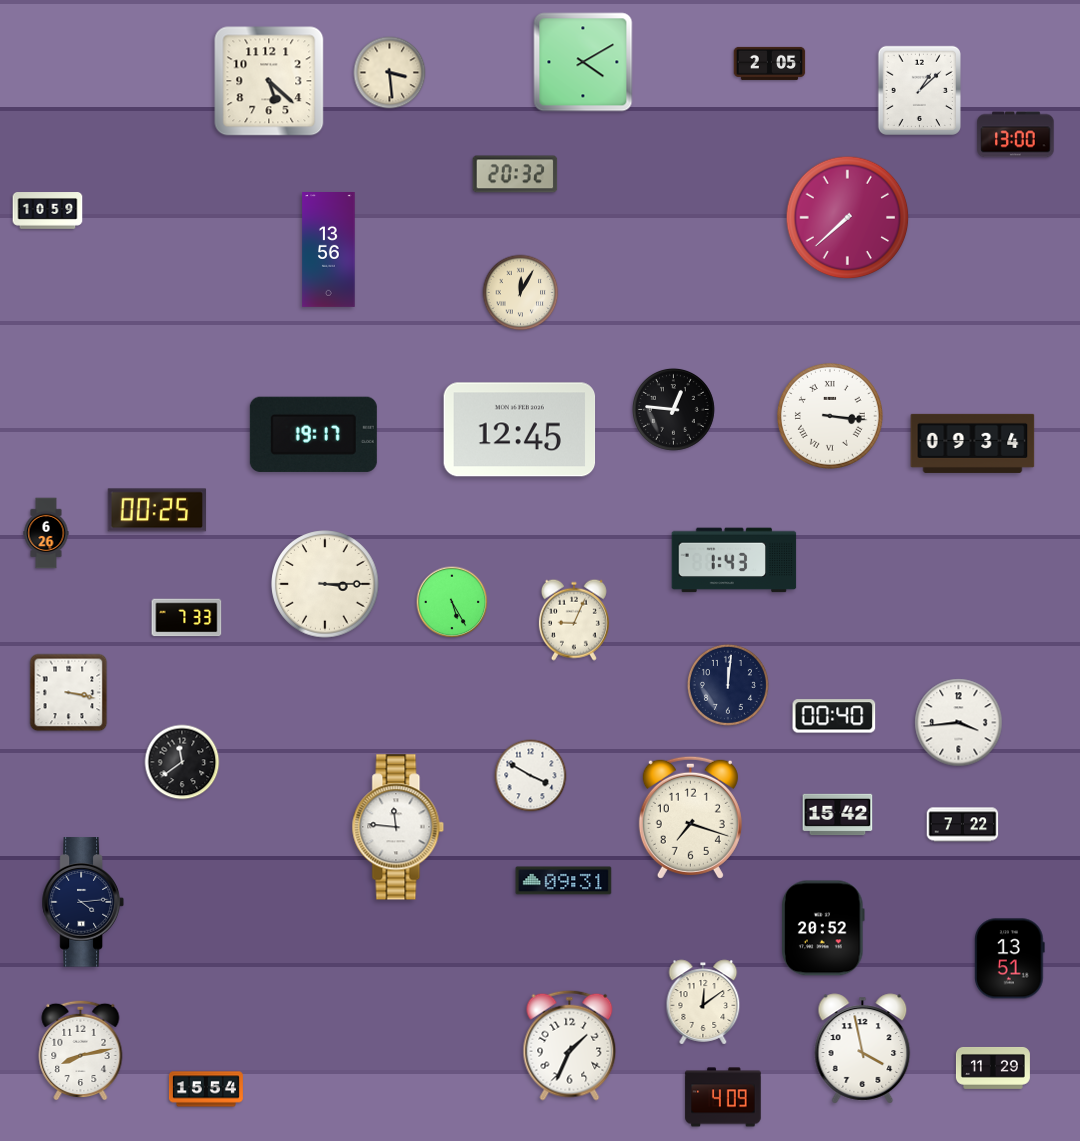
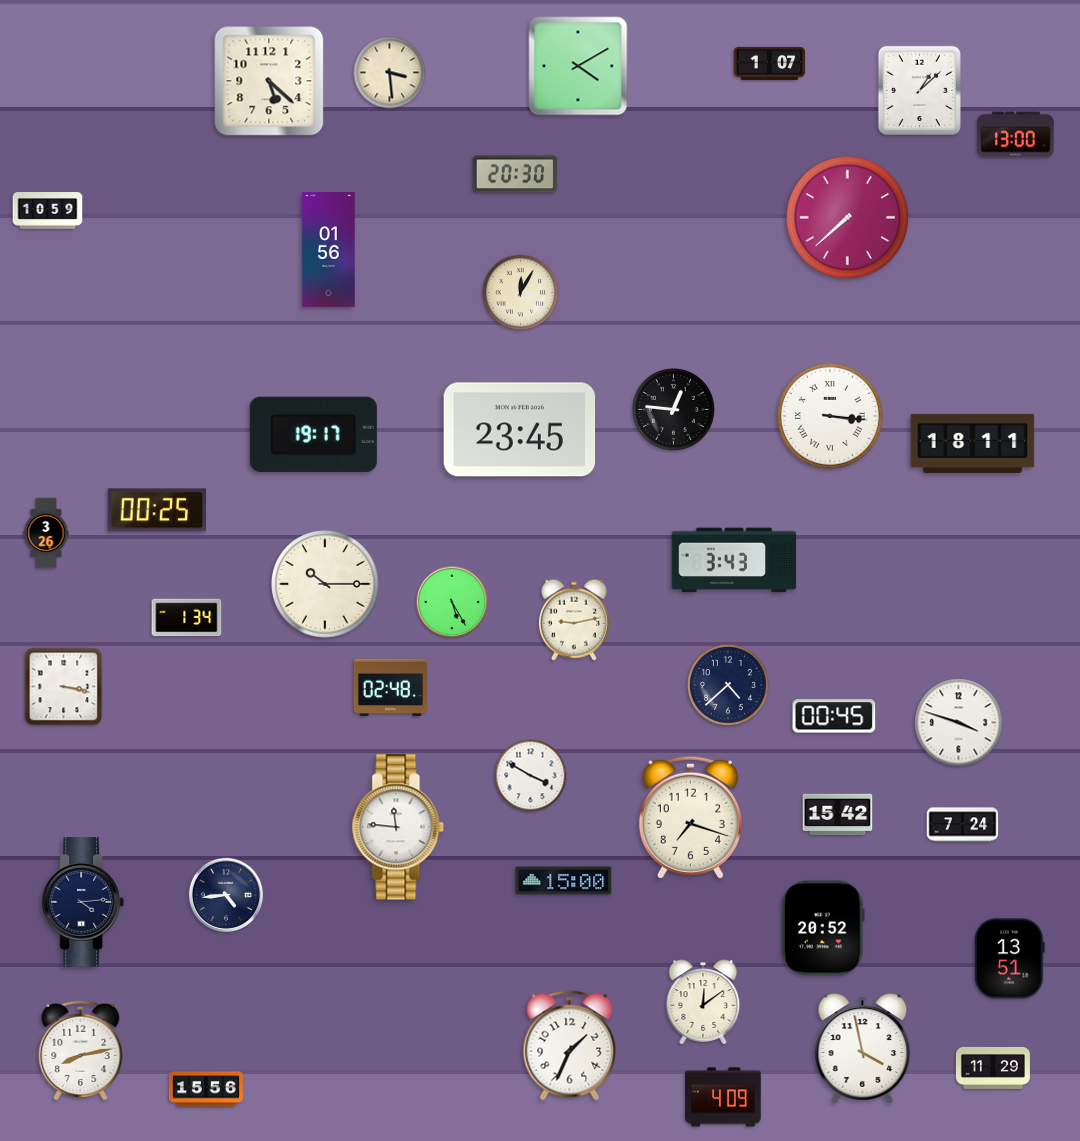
clock at (583, 62) position: (583, 62) -> (578, 66)
clock at (770, 63): 2:05 -> 1:07
clock at (515, 174): 20:32 -> 20:30
clock at (329, 250): 13:56 -> 01:56
clock at (520, 430): 12:45 -> 23:45
clock at (973, 443): 09:34 -> 18:11
clock at (46, 533): 6:26 -> 3:26
clock at (734, 560): 1:43 -> 3:43
clock at (325, 584): 3:15 -> 10:15
clock at (187, 618): 7:33 -> 1:34
clock at (574, 620): 9:04 -> 9:13
clock at (728, 685): 12:01 -> 4:38
clock at (390, 688): none -> 02:48
clock at (69, 693) position: (69, 693) -> (64, 687)
clock at (834, 716): 00:40 -> 00:45
clock at (959, 723): 3:44 -> 3:48
clock at (182, 762): 11:39 -> none
clock at (963, 825): 7:22 -> 7:24
clock at (564, 881): 09:31 -> 15:00
clock at (226, 895): none -> 4:44
clock at (206, 1089): 15:54 -> 15:56
